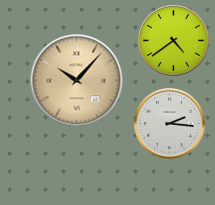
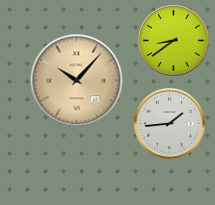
clock at (174, 41): 4:39 -> 8:39
clock at (170, 124): 2:16 -> 1:44
